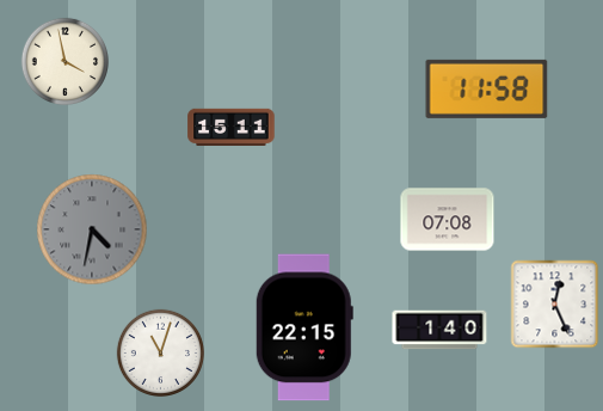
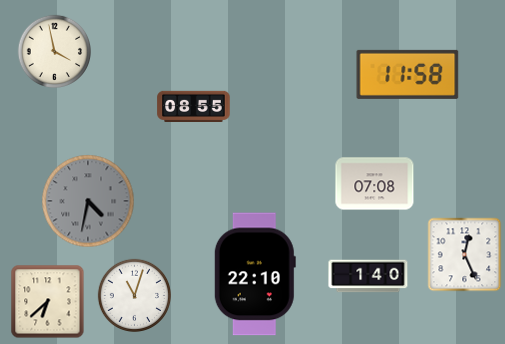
clock at (232, 127): 15:11 -> 08:55
clock at (92, 229) position: (92, 229) -> (88, 201)
clock at (304, 327): 22:15 -> 22:10
clock at (48, 302): none -> 6:38
